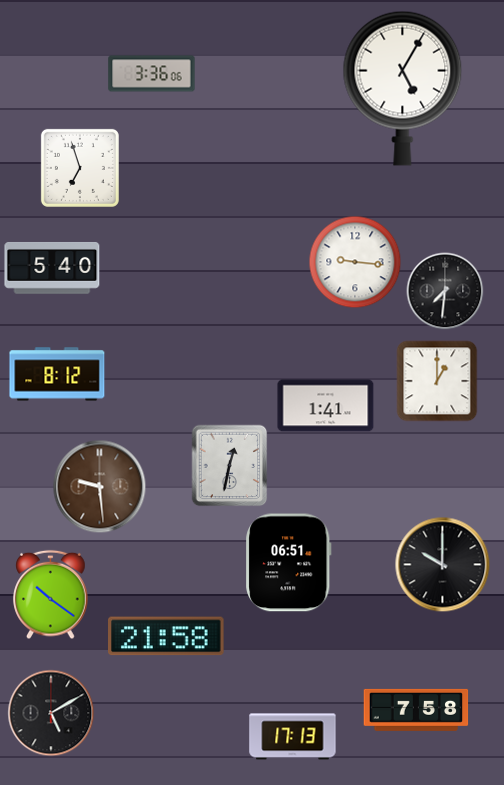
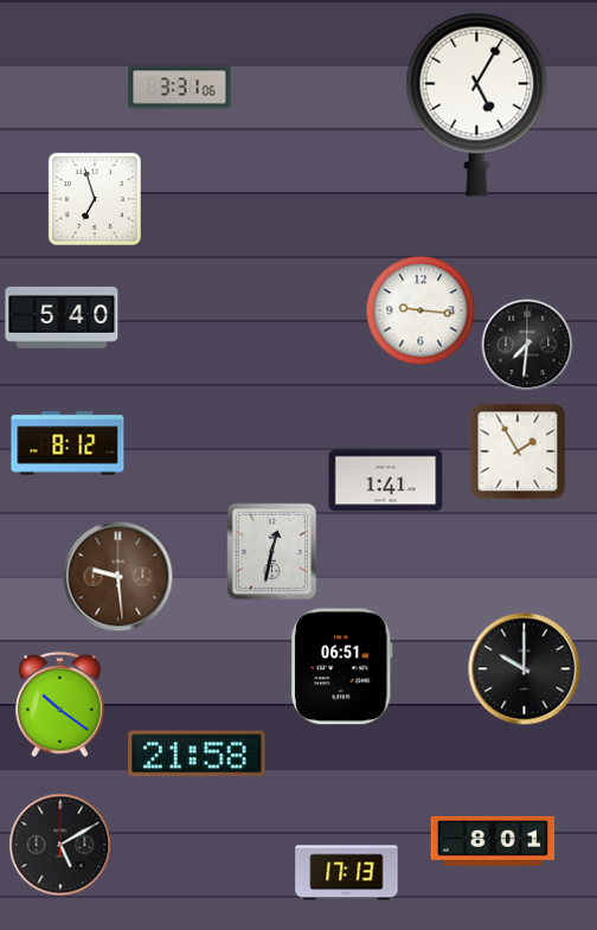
clock at (152, 74): 3:36 -> 3:31
clock at (437, 381): 1:00 -> 1:55
clock at (416, 710): 7:58 -> 8:01
